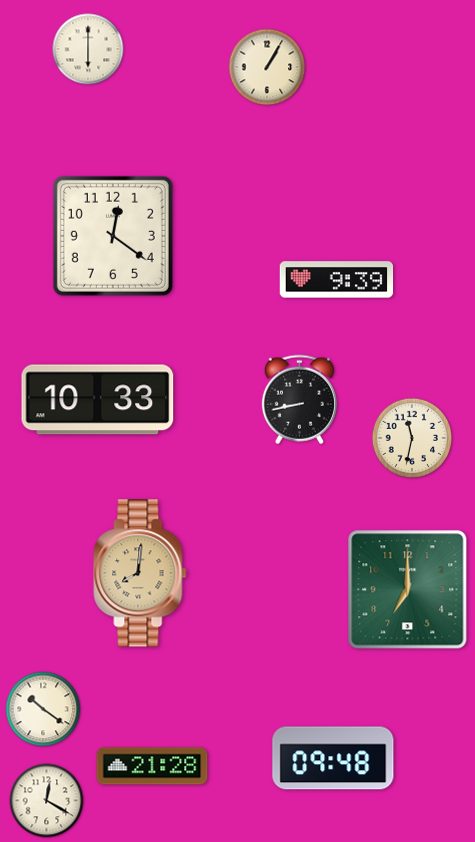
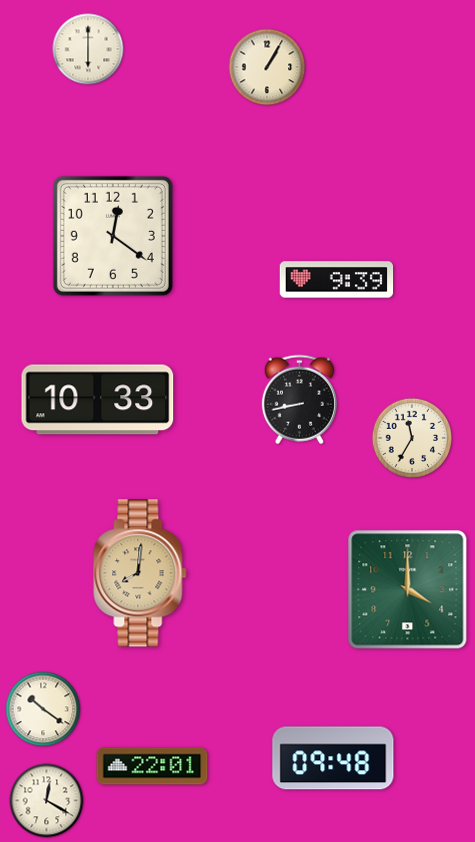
clock at (412, 438): 11:32 -> 11:35
clock at (408, 590): 7:00 -> 4:00
clock at (152, 766): 21:28 -> 22:01
